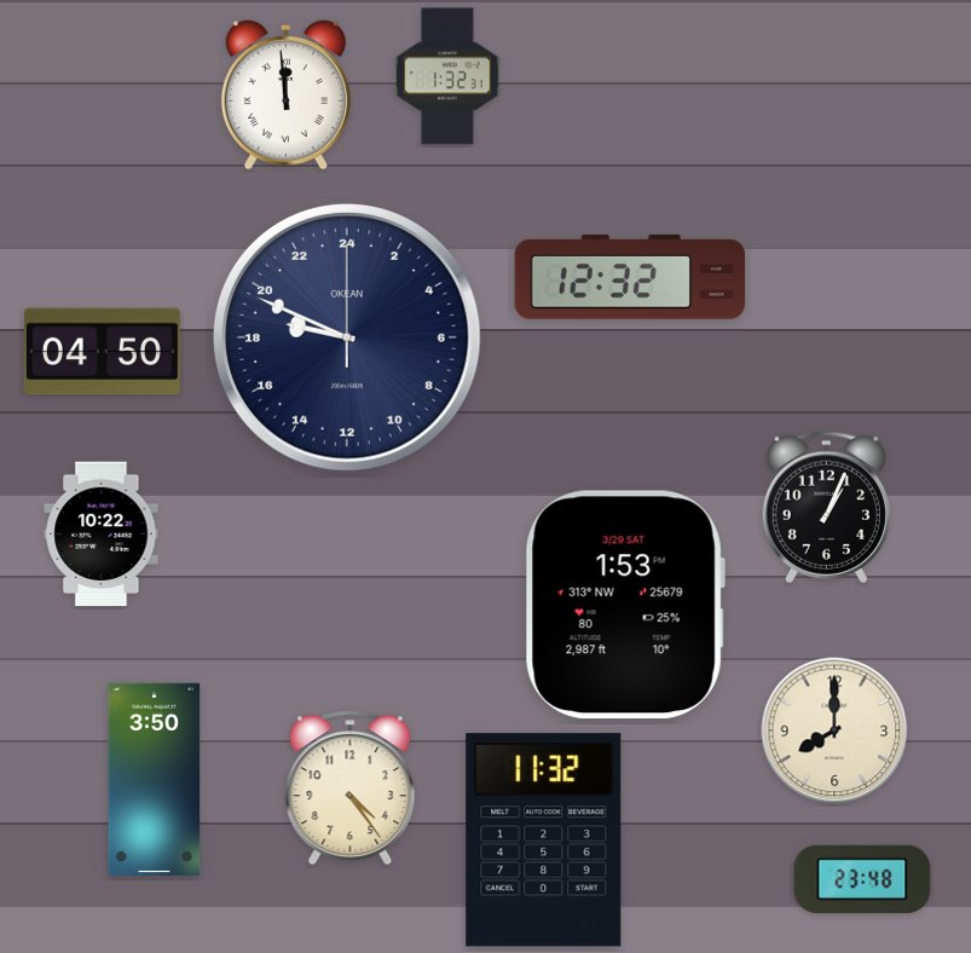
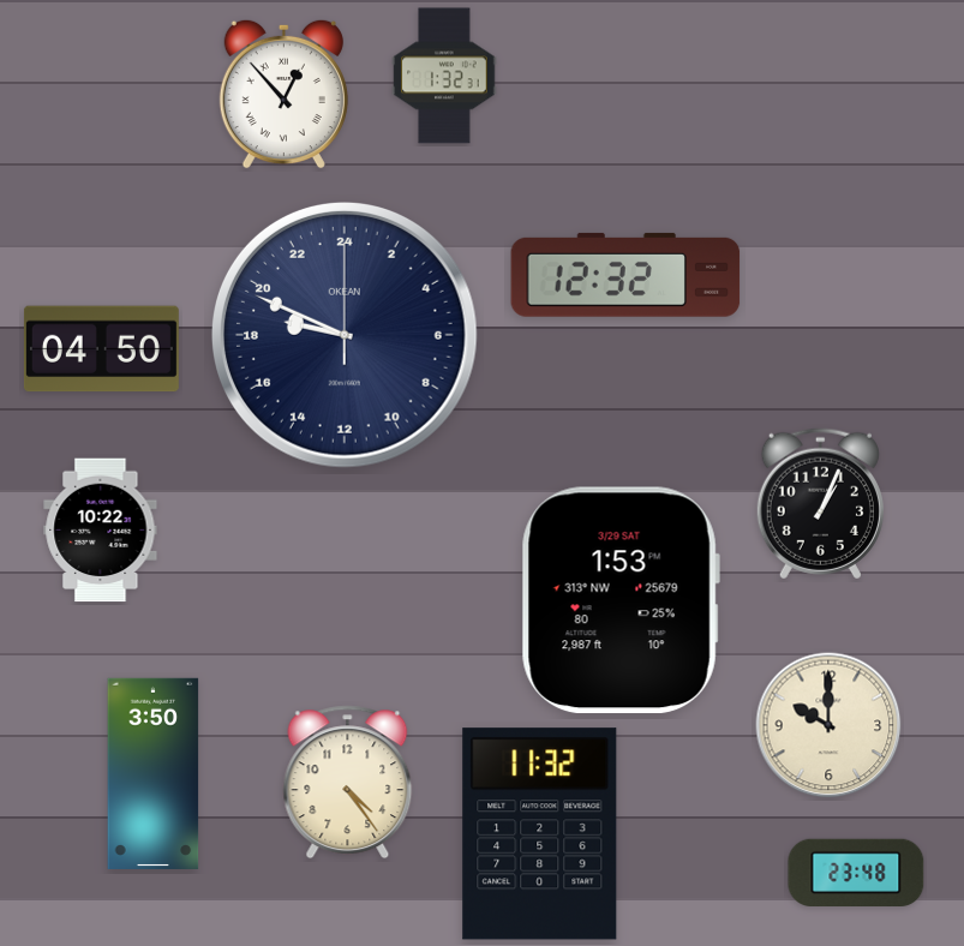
clock at (285, 94): 11:59 -> 12:53
clock at (834, 730): 8:00 -> 10:00
